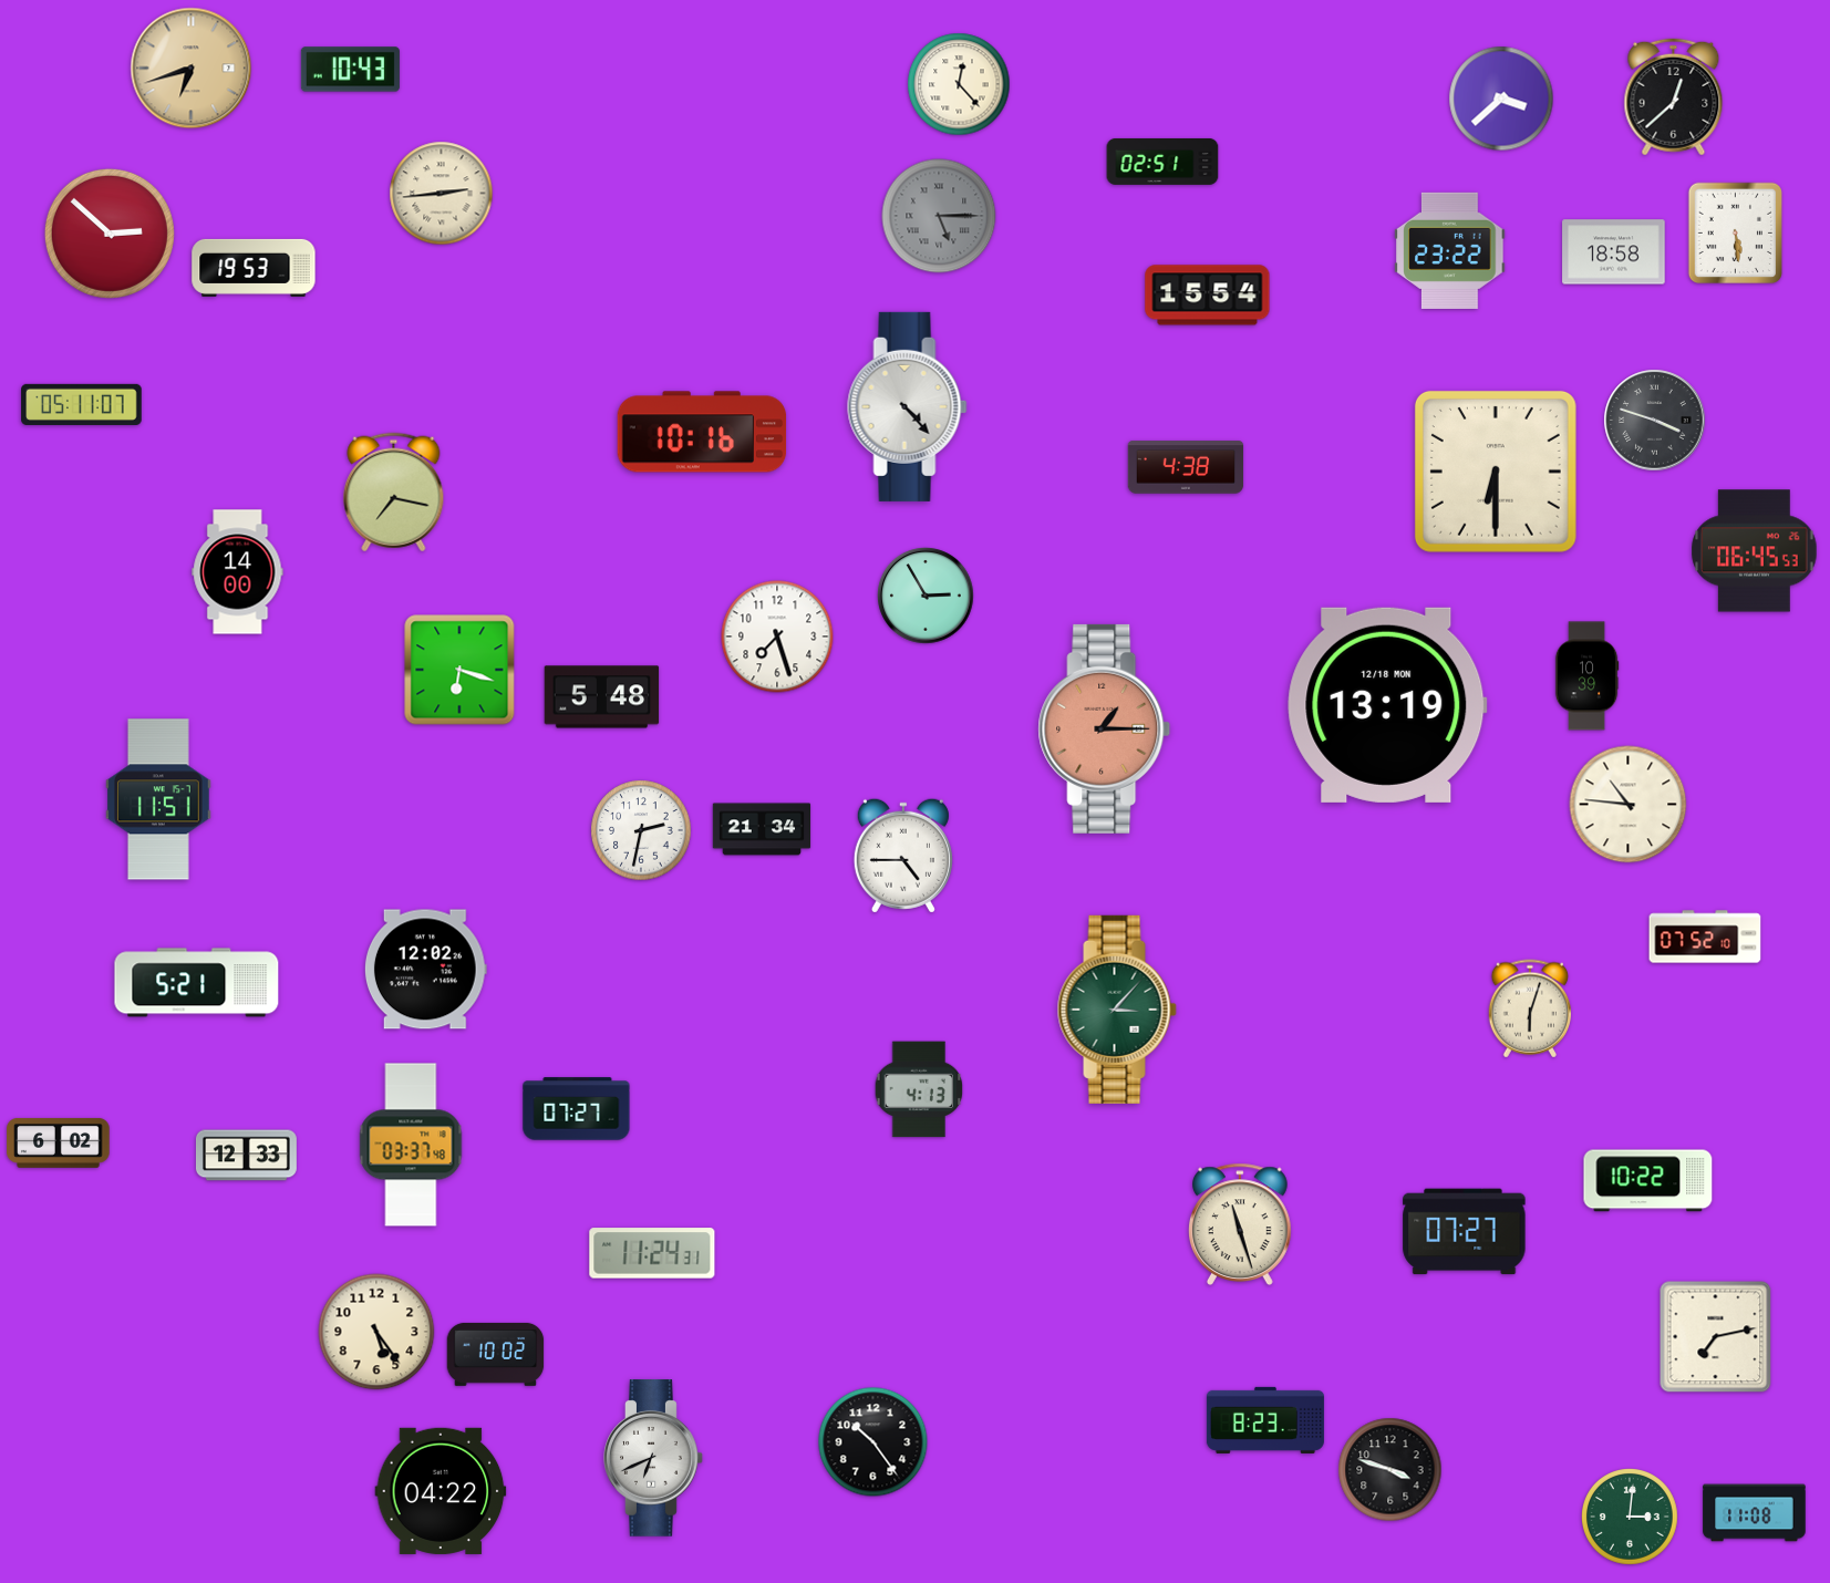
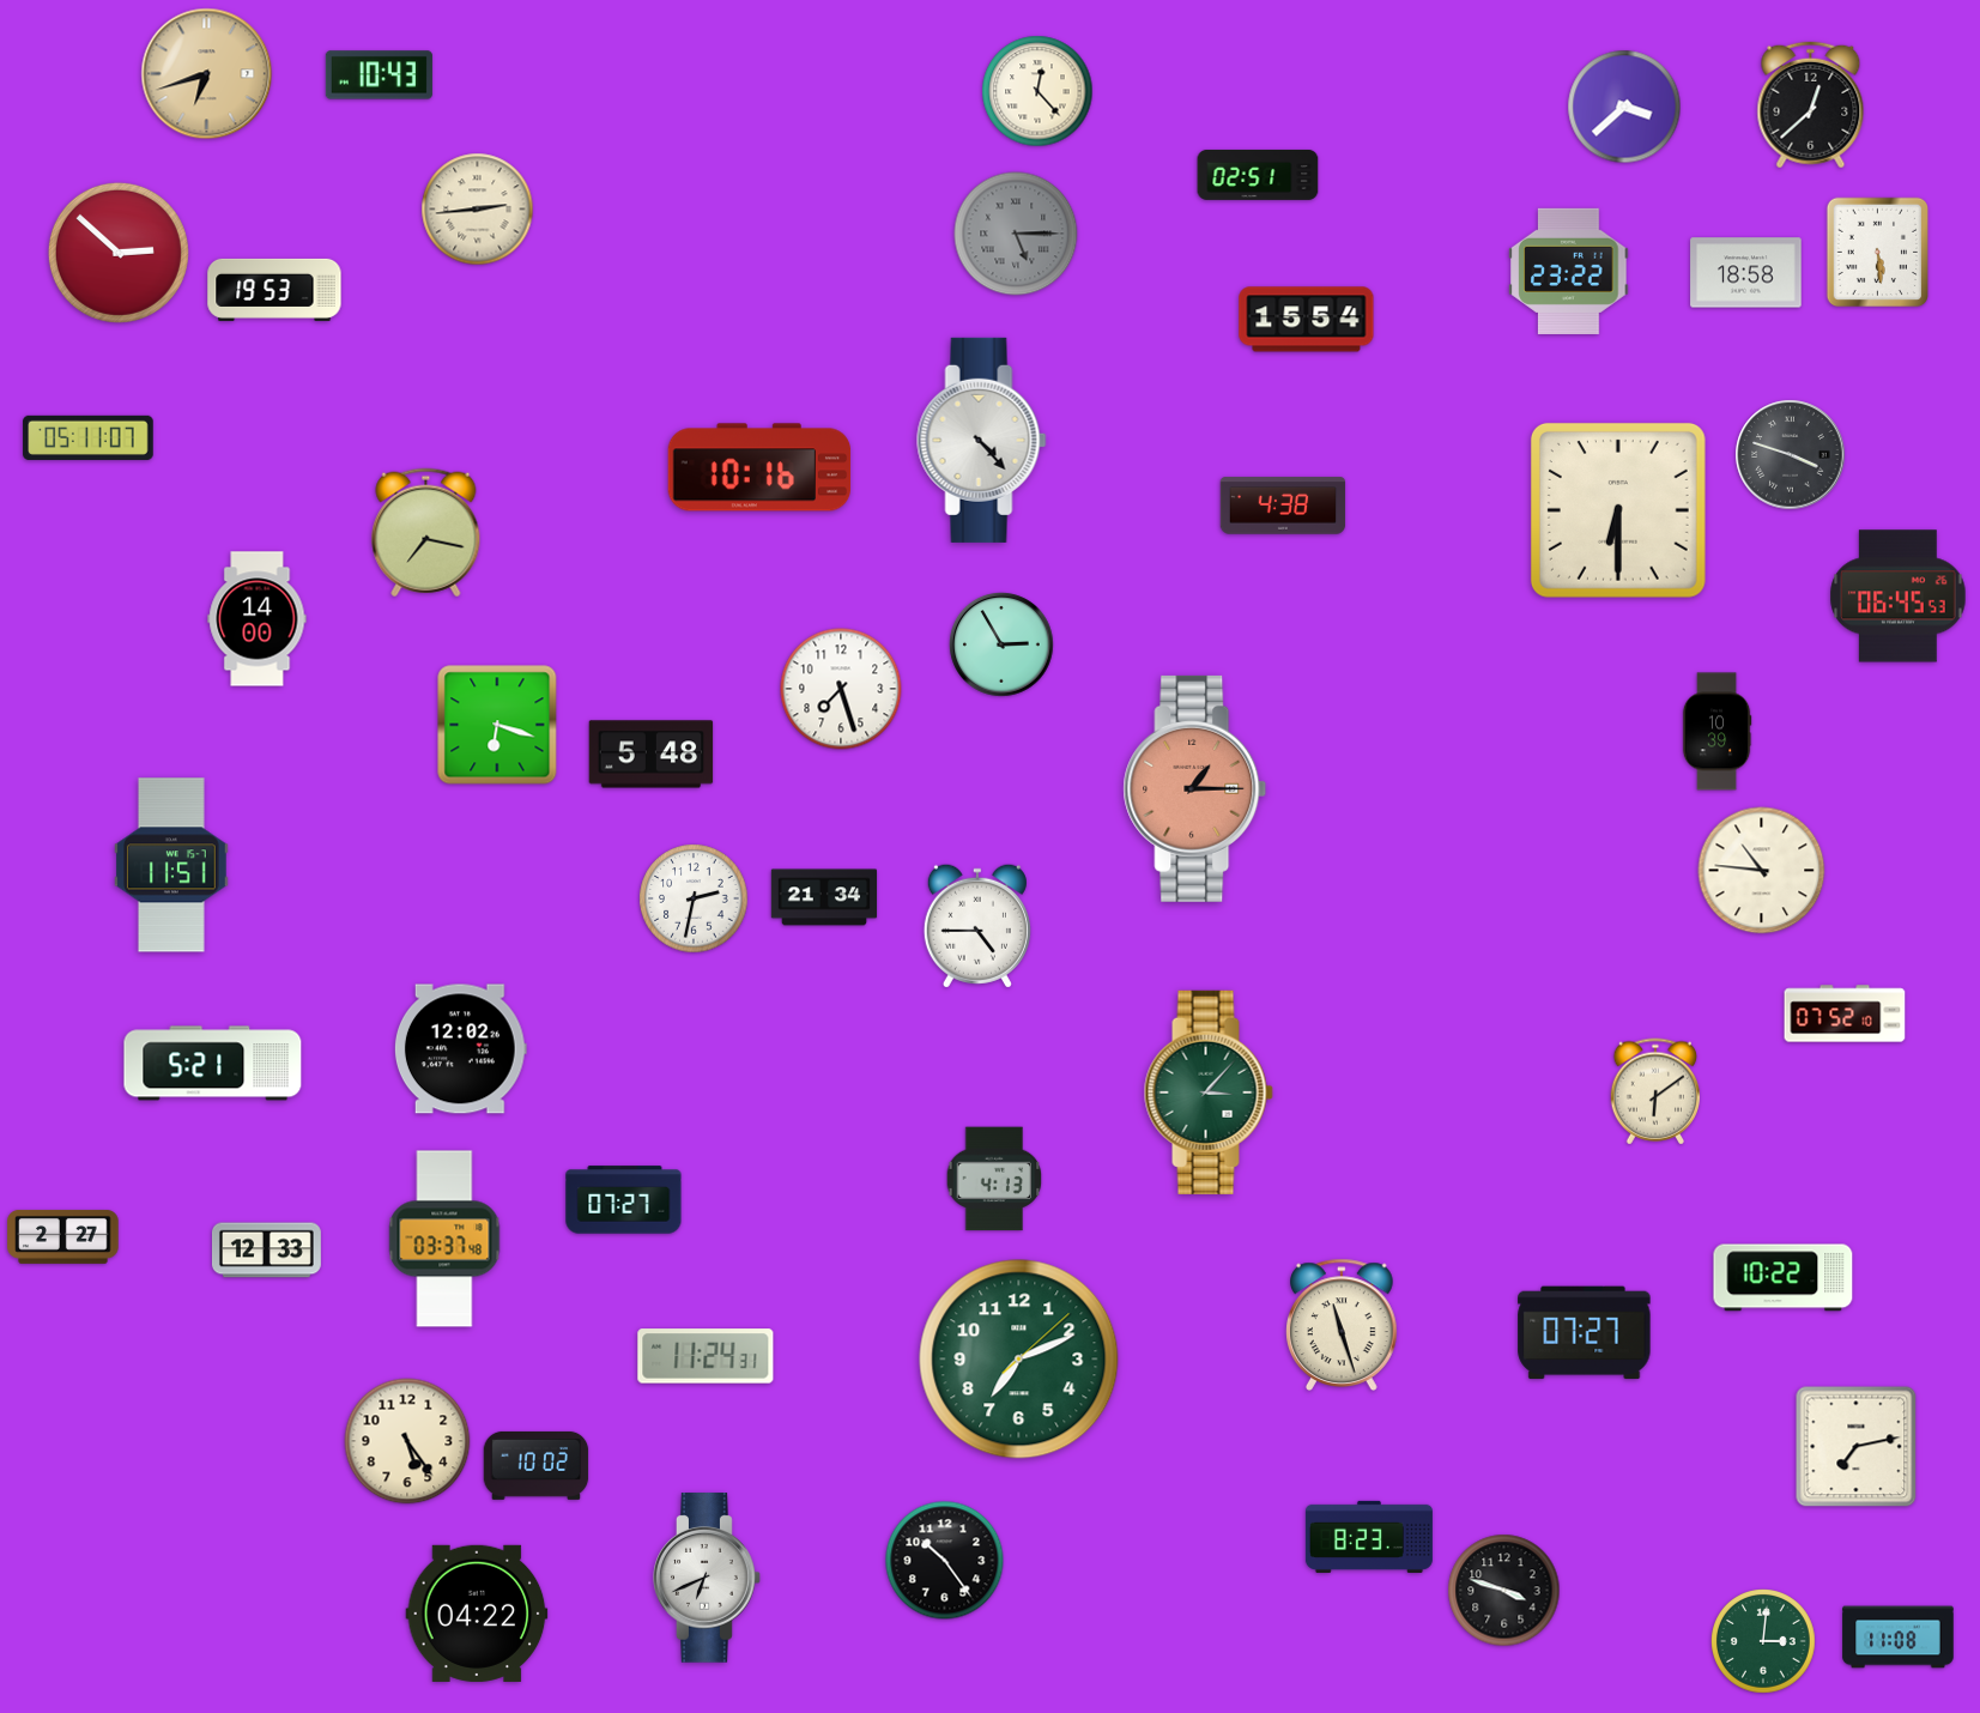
clock at (1387, 705): 13:19 -> none
clock at (1529, 1008): 6:03 -> 6:09
clock at (59, 1142): 6:02 -> 2:27
clock at (1019, 1360): none -> 7:11
